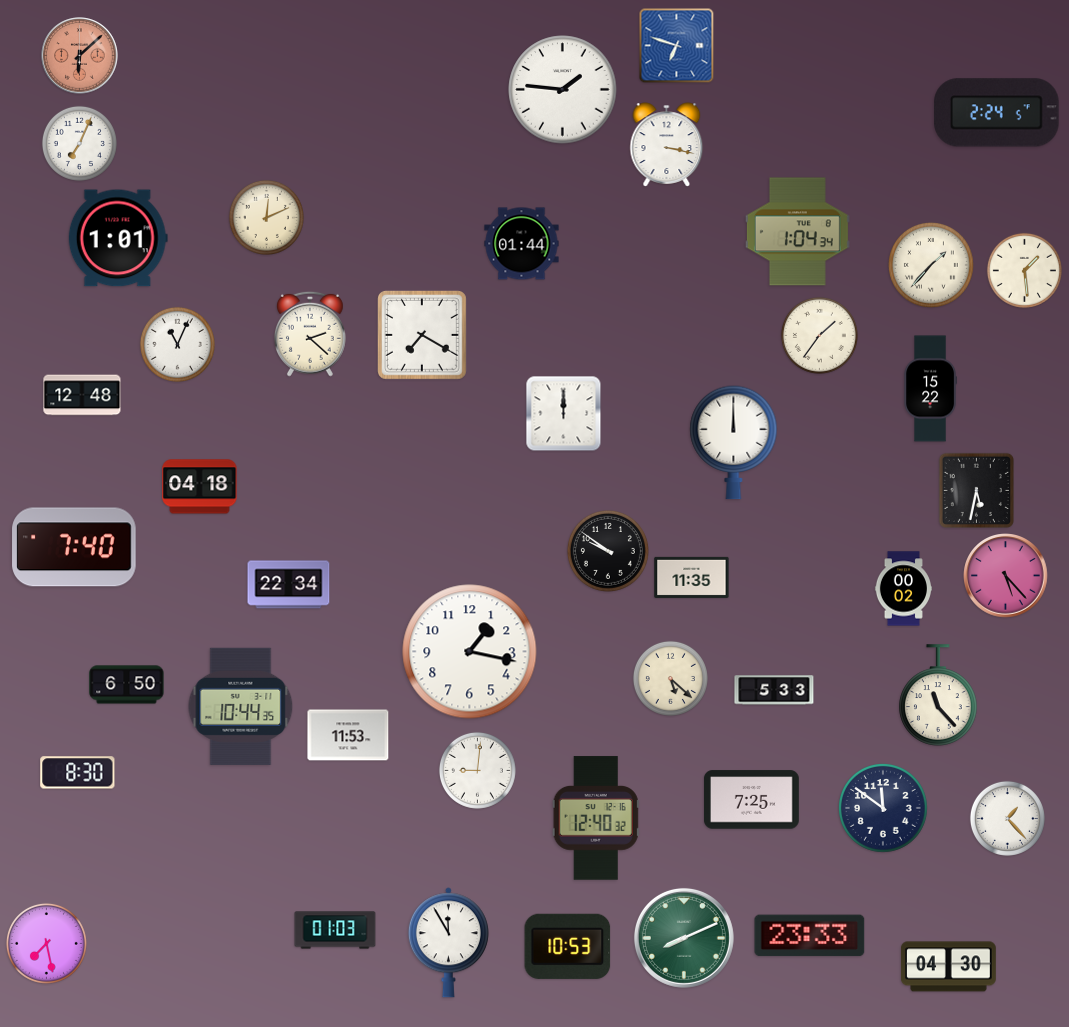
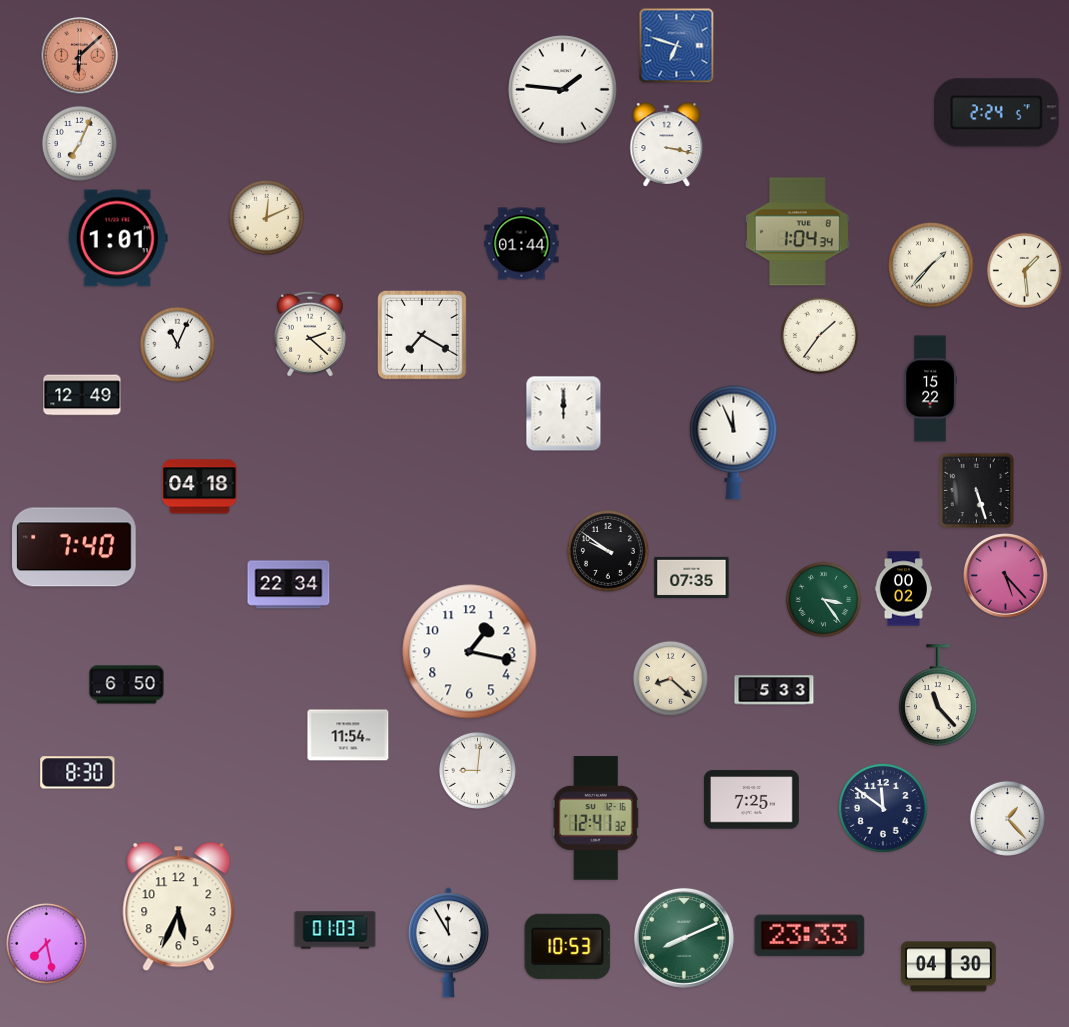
clock at (82, 395): 12:48 -> 12:49
clock at (734, 443): 12:00 -> 11:56
clock at (976, 490): 5:32 -> 5:27
clock at (692, 577): 11:35 -> 07:35
clock at (823, 599): none -> 3:24
clock at (670, 678): 5:22 -> 8:22
clock at (241, 706): 10:44 -> none
clock at (348, 735): 11:53 -> 11:54
clock at (596, 818): 12:40 -> 12:41
clock at (179, 907): none -> 5:34
